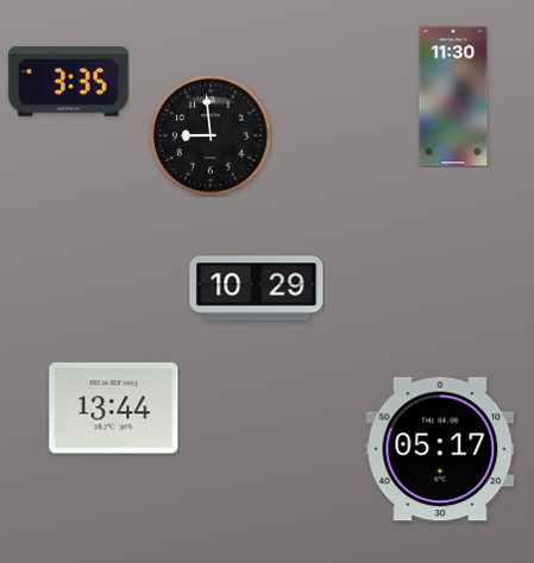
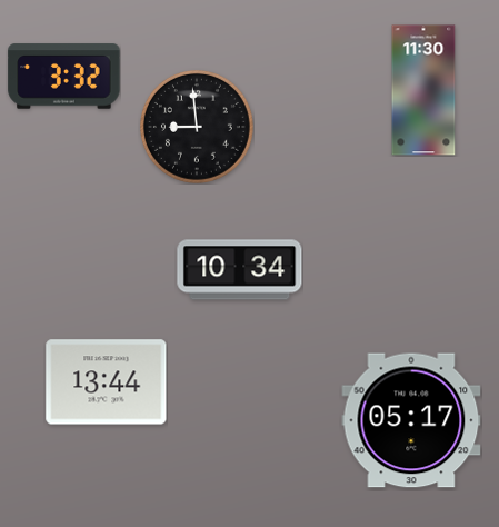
clock at (69, 82): 3:35 -> 3:32
clock at (257, 289): 10:29 -> 10:34
